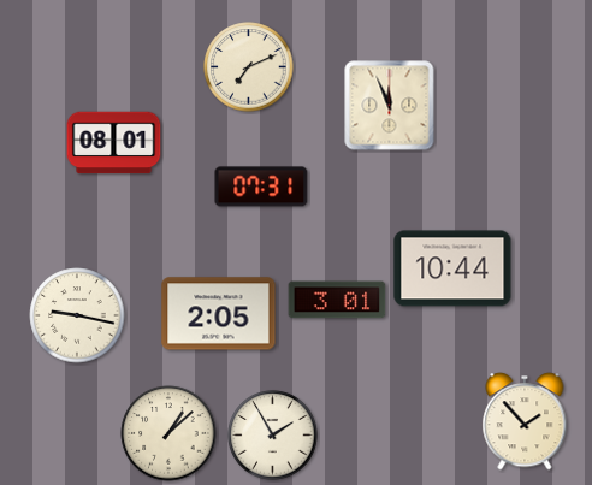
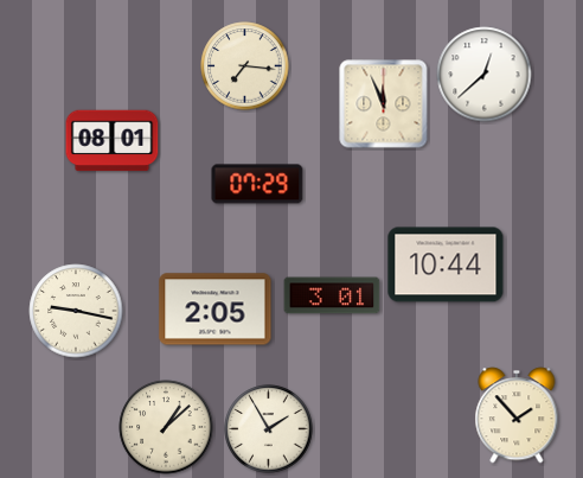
clock at (249, 67): 7:11 -> 7:16
clock at (485, 75): none -> 12:38
clock at (261, 187): 07:31 -> 07:29
